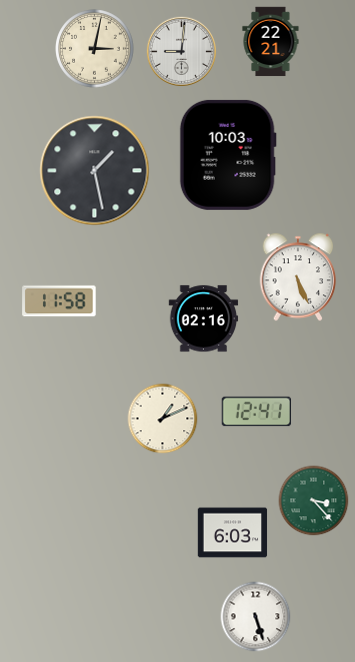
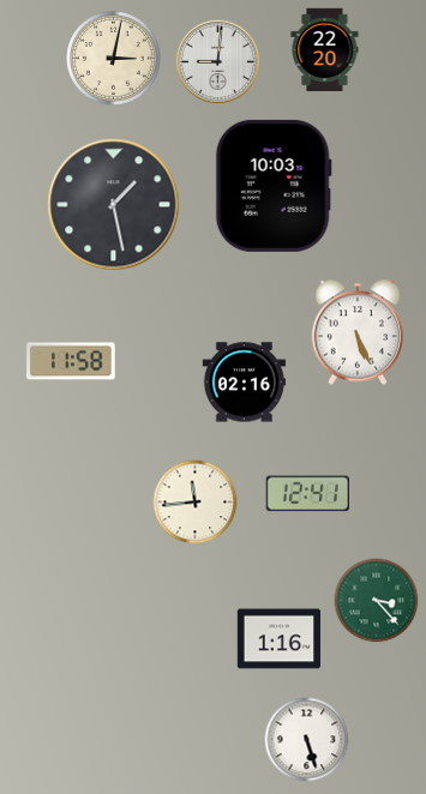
clock at (271, 42): 22:21 -> 22:20
clock at (163, 419): 1:11 -> 11:44
clock at (233, 533): 6:03 -> 1:16
